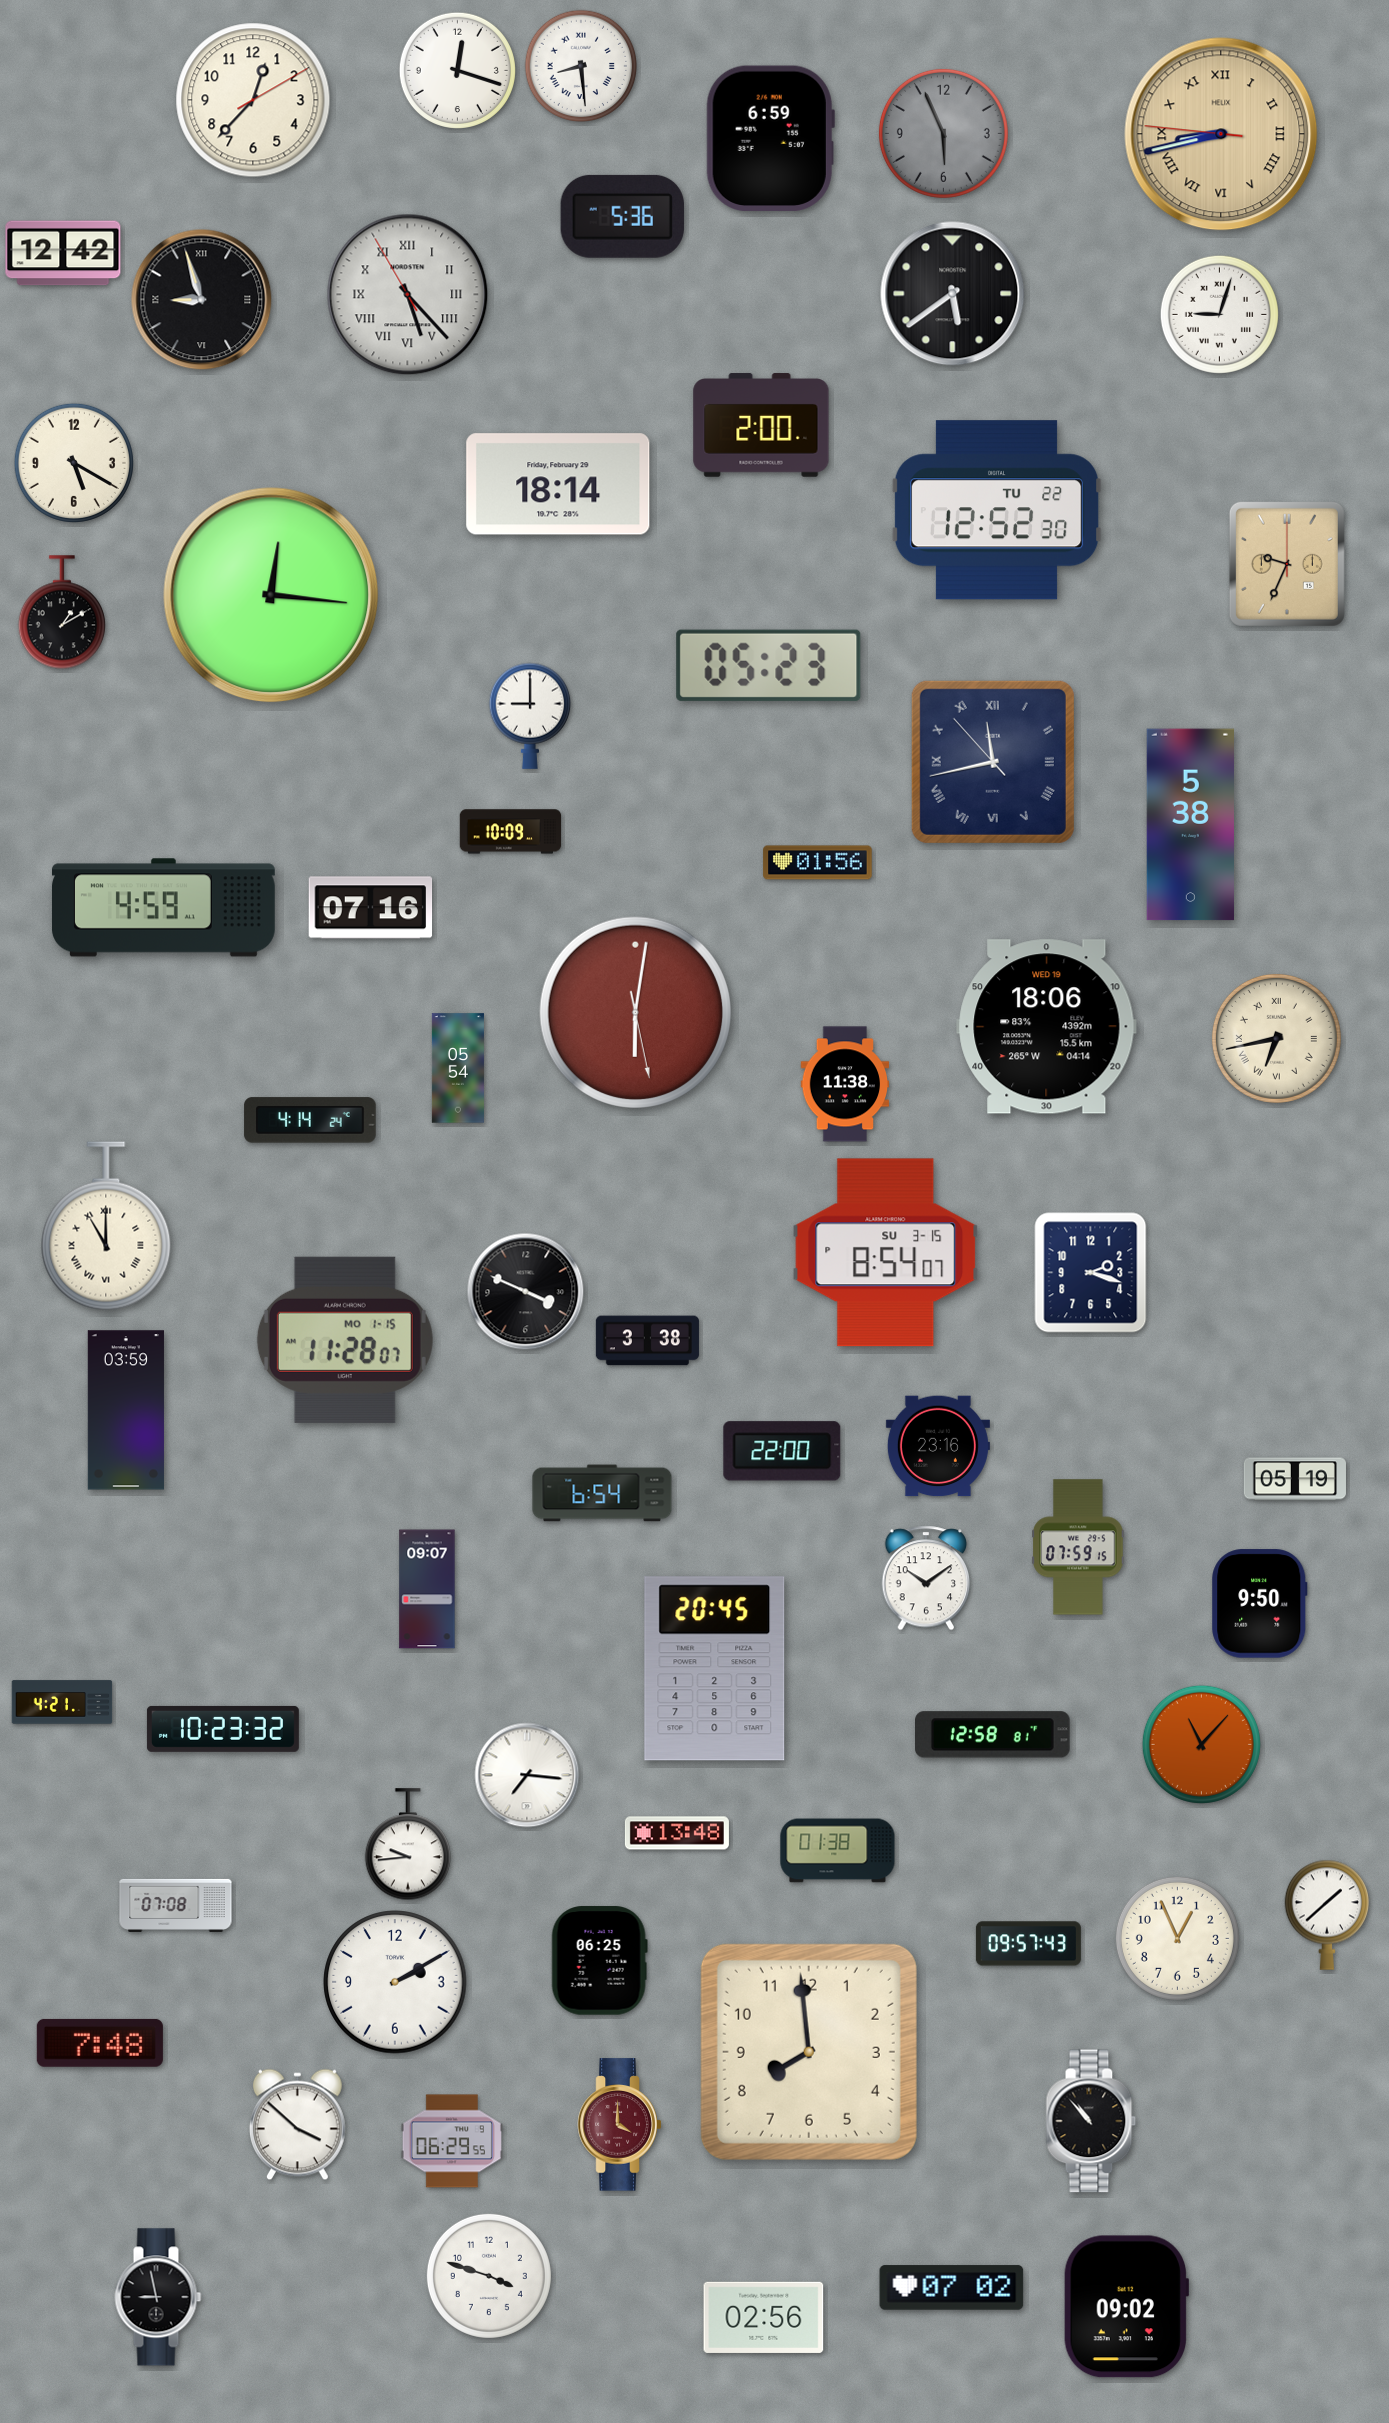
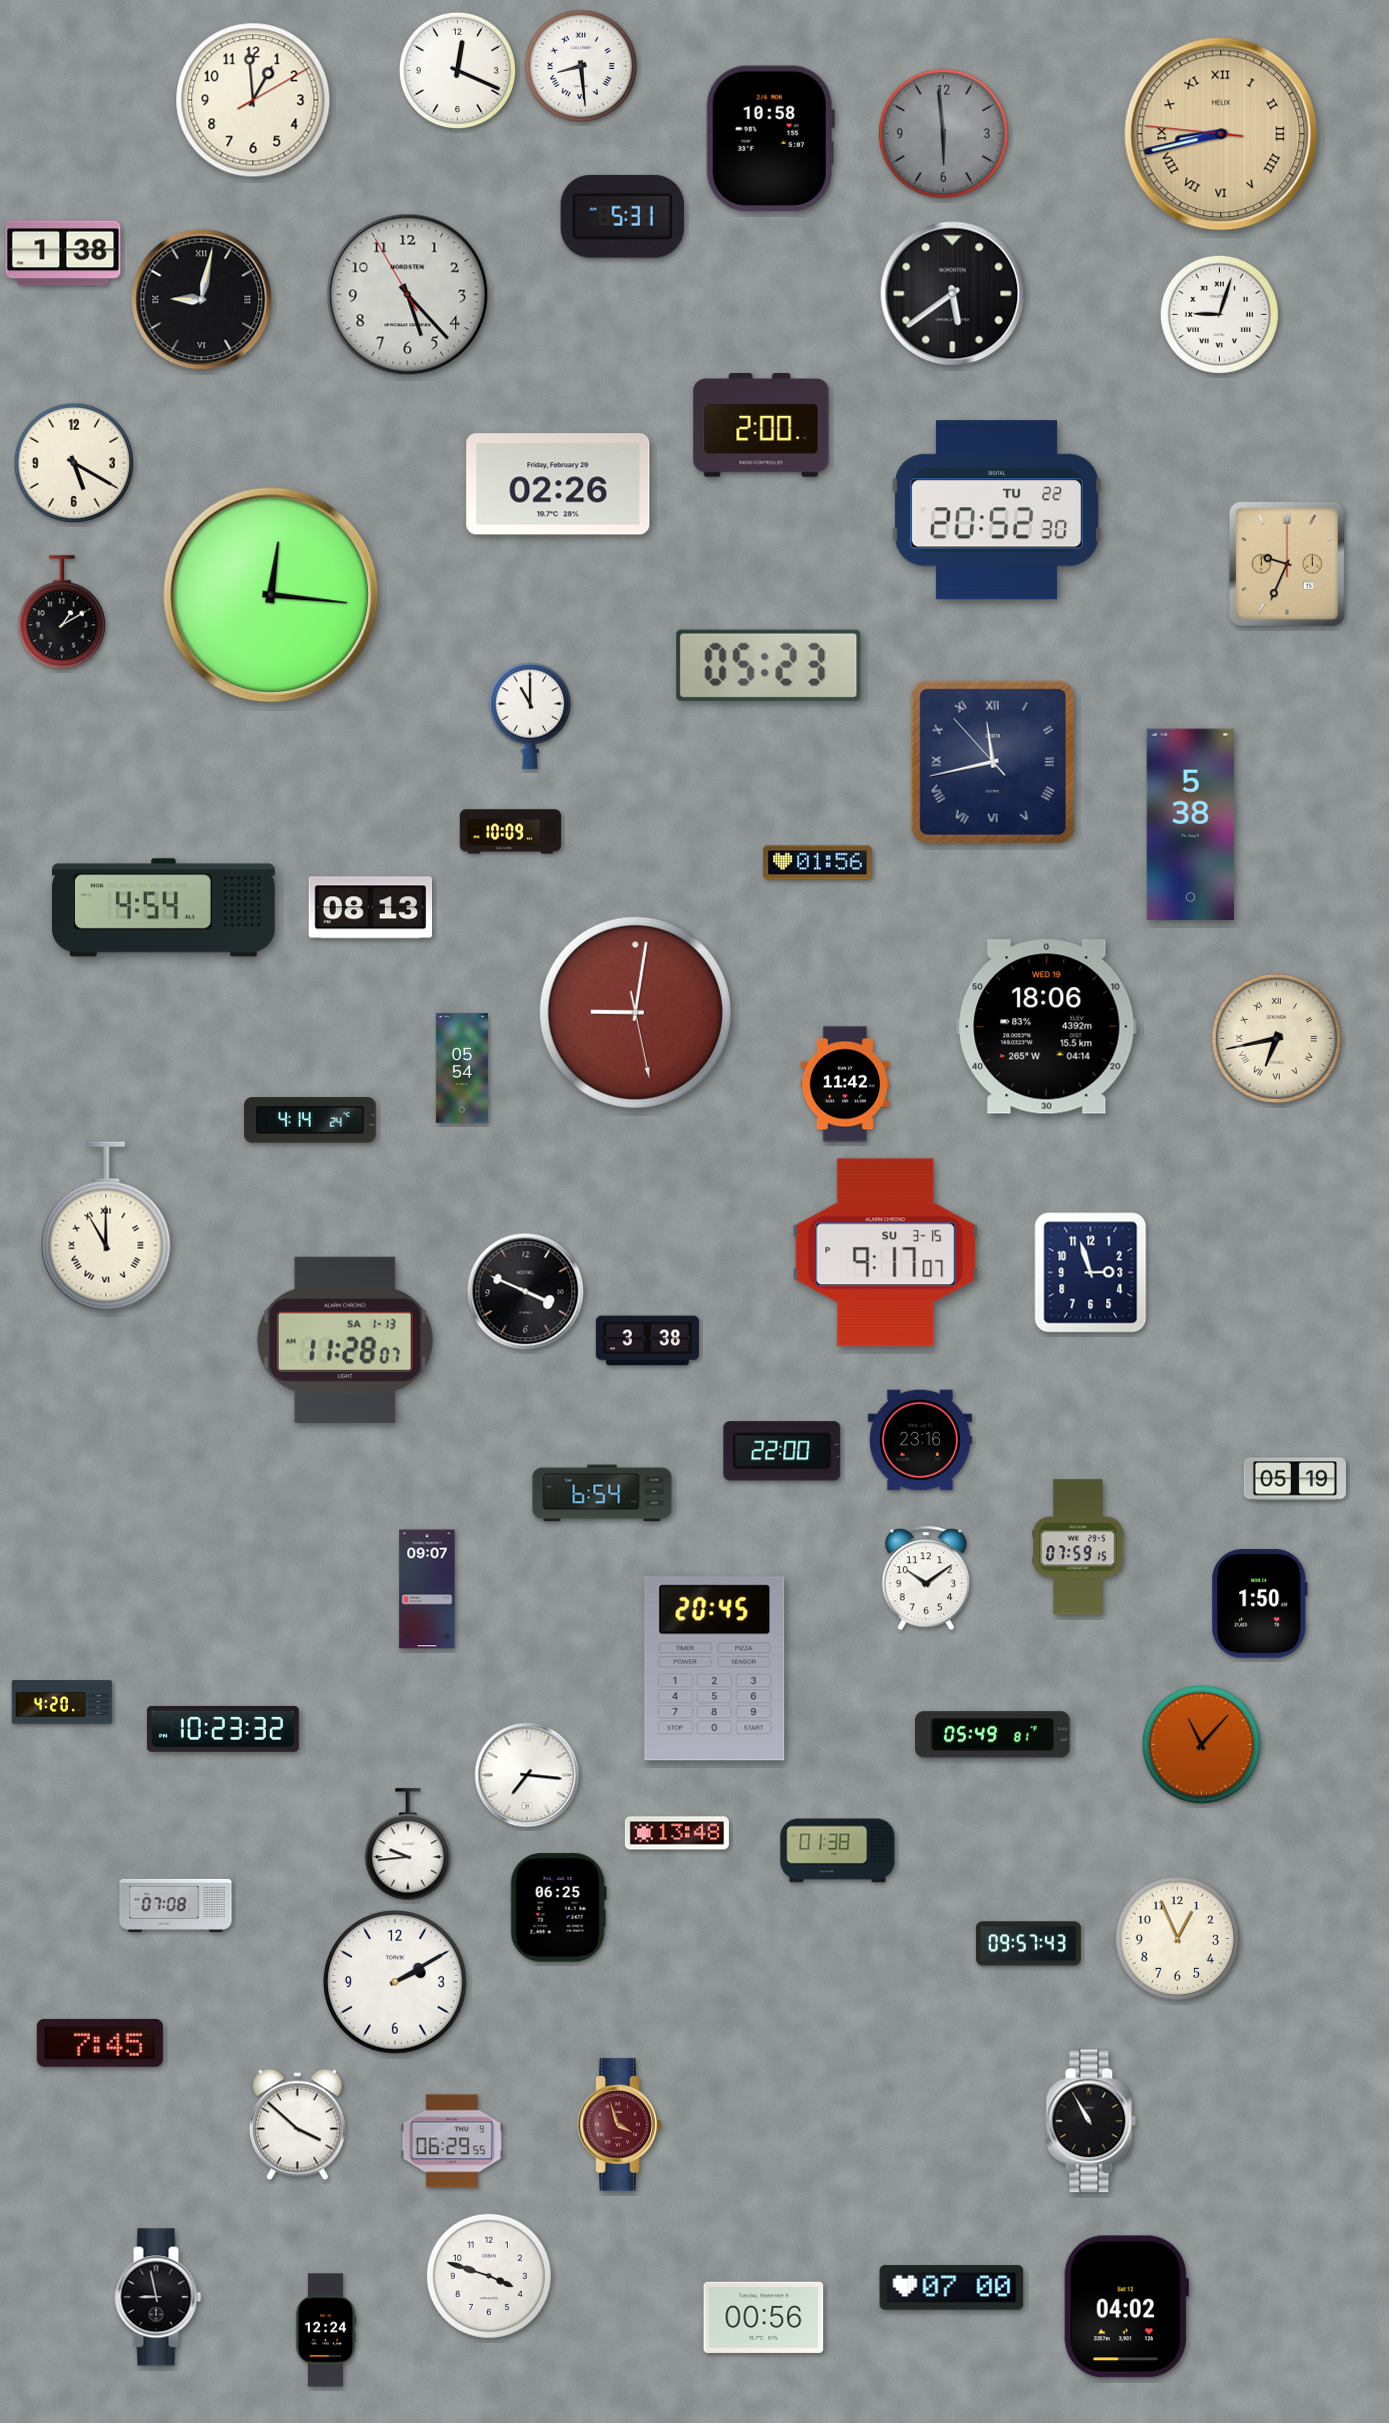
clock at (457, 70): 12:18 -> 12:19
clock at (253, 100): 12:37 -> 12:59
clock at (943, 133): 5:56 -> 5:59
clock at (770, 138): 6:59 -> 10:58
clock at (622, 216): 5:36 -> 5:31
clock at (63, 253): 12:42 -> 1:38
clock at (408, 295) numerals: Roman -> Arabic
clock at (202, 300): 8:57 -> 9:02
clock at (558, 484): 18:14 -> 02:26
clock at (997, 510): 12:52 -> 20:52
clock at (530, 716): 9:00 -> 11:00
clock at (163, 908): 4:59 -> 4:54
clock at (371, 908): 07:16 -> 08:13
clock at (635, 1012): 6:01 -> 9:01
clock at (458, 1068) position: (458, 1068) -> (462, 1068)
clock at (845, 1084): 11:38 -> 11:42
clock at (886, 1253): 8:54 -> 9:17
clock at (1091, 1273): 2:18 -> 2:57
clock at (345, 1340) date: MO 1-15 -> SA 1-13
clock at (126, 1410): 03:59 -> none
clock at (938, 1446) position: (938, 1446) -> (920, 1440)
clock at (1260, 1604): 9:50 -> 1:50
clock at (62, 1702): 4:21 -> 4:20
clock at (993, 1735): 12:58 -> 05:49
clock at (1327, 1915): 1:38 -> none
clock at (599, 1961) position: (599, 1961) -> (558, 1908)
clock at (100, 2043): 7:48 -> 7:45
clock at (809, 2052): 7:59 -> none
clock at (1091, 2121): 10:53 -> 10:55
clock at (620, 2125): 4:00 -> 3:57
clock at (952, 2288): 07:02 -> 07:00
clock at (1126, 2307): 09:02 -> 04:02
clock at (764, 2317): 02:56 -> 00:56
clock at (326, 2330): none -> 12:24
